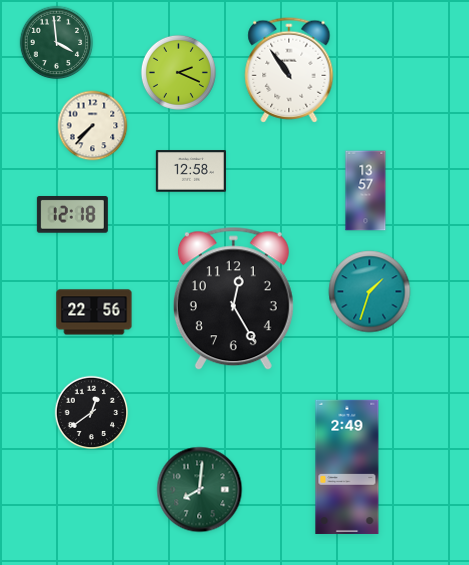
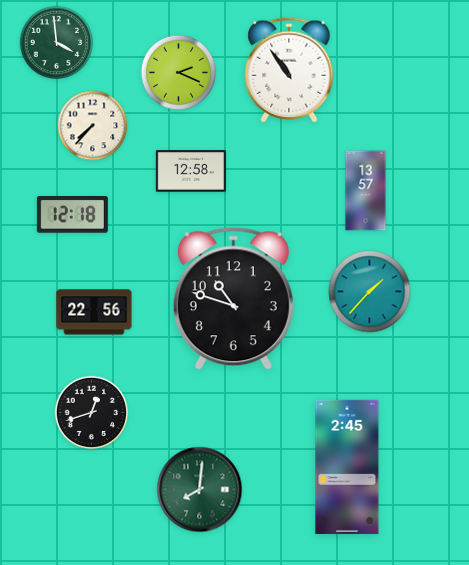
clock at (370, 292): 1:33 -> 1:37
clock at (233, 299): 12:25 -> 10:48
clock at (92, 413): 12:39 -> 12:42
clock at (347, 467): 2:49 -> 2:45
